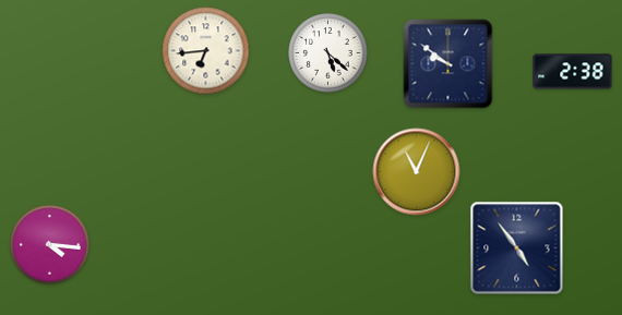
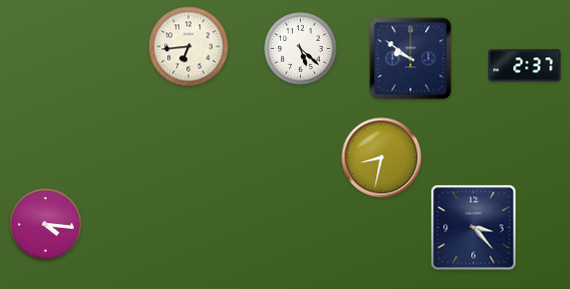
clock at (573, 72): 2:38 -> 2:37
clock at (417, 172): 11:04 -> 8:32
clock at (517, 249): 4:54 -> 3:23
